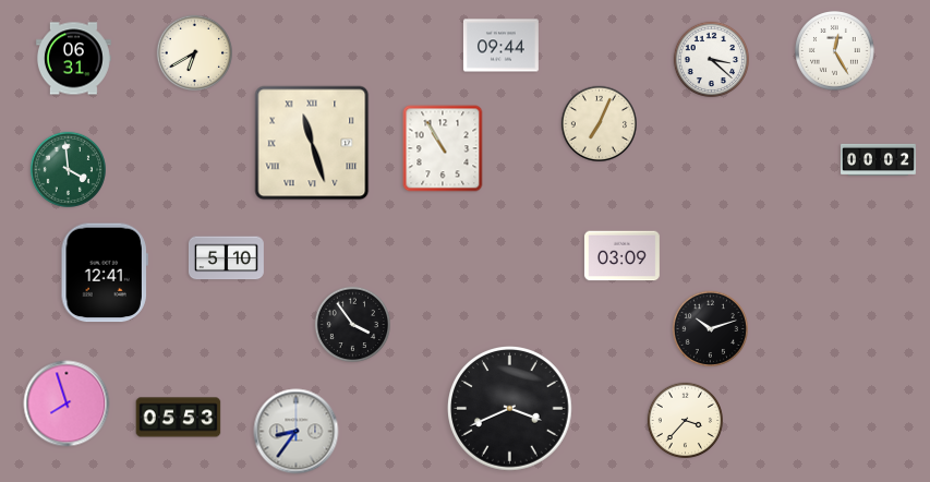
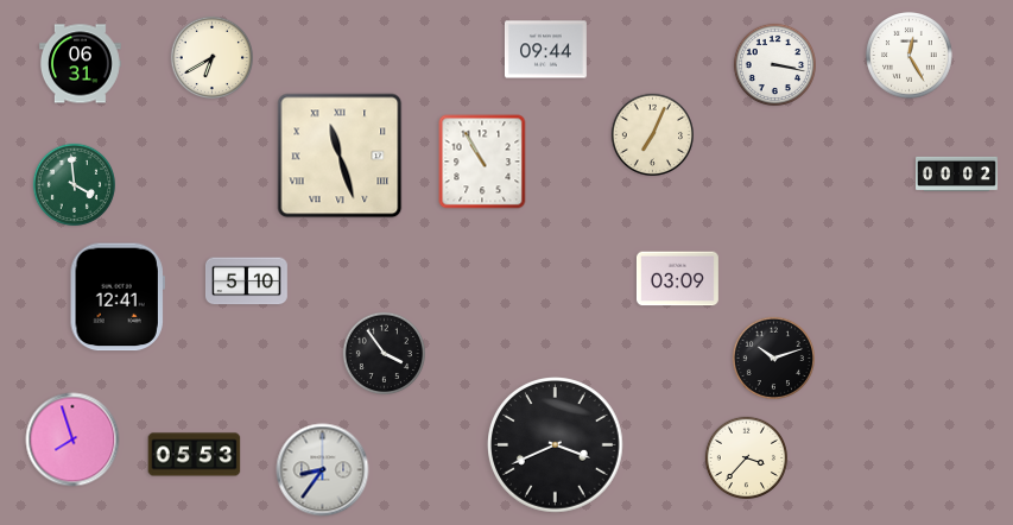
clock at (711, 59): 3:22 -> 3:17
clock at (105, 273) position: (105, 273) -> (118, 297)
